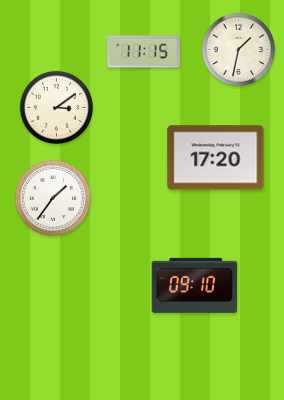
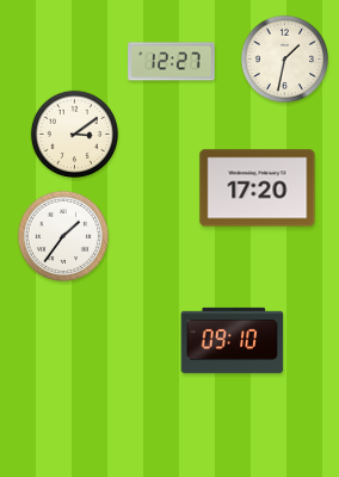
clock at (144, 52): 11:15 -> 12:27
clock at (57, 108) position: (57, 108) -> (75, 135)
